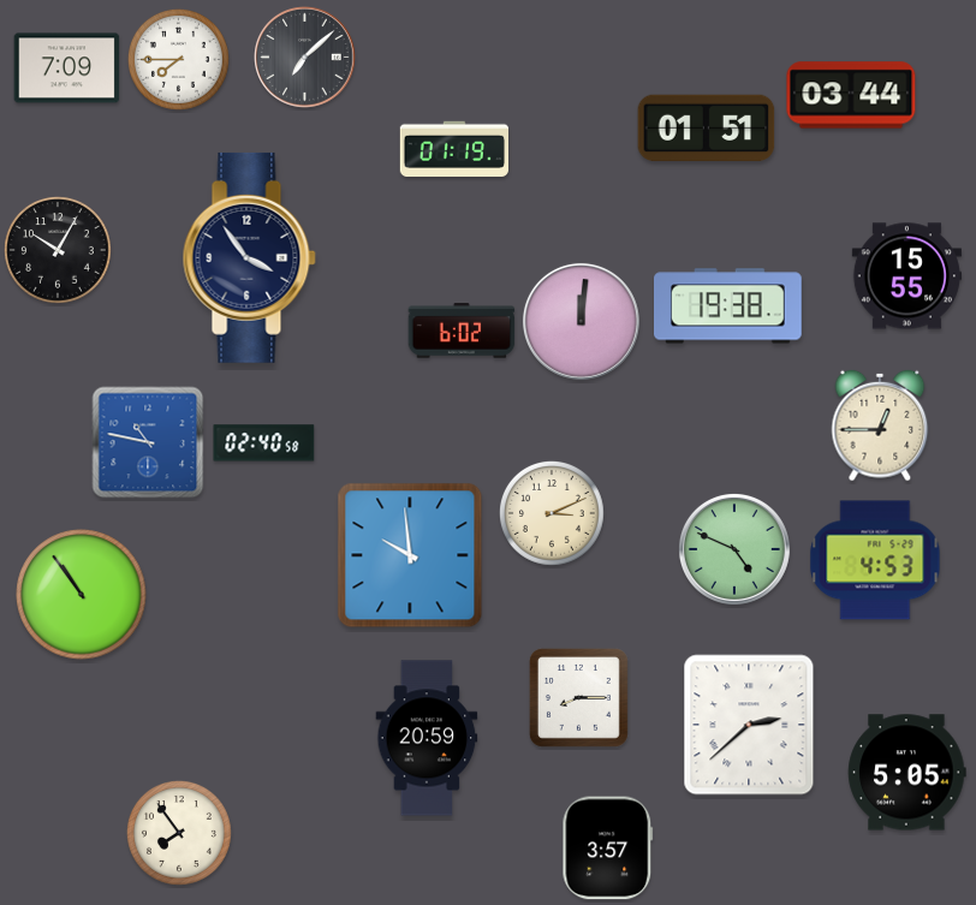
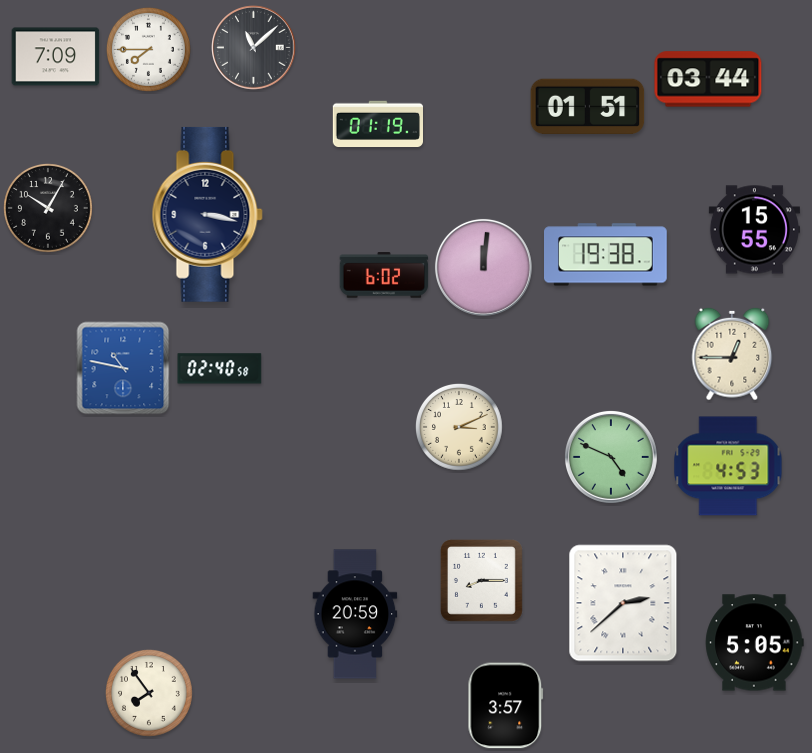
clock at (305, 58): 7:08 -> 11:08
clock at (249, 257): 3:54 -> 3:17
clock at (410, 555): 9:59 -> none
clock at (82, 595): 10:54 -> none
